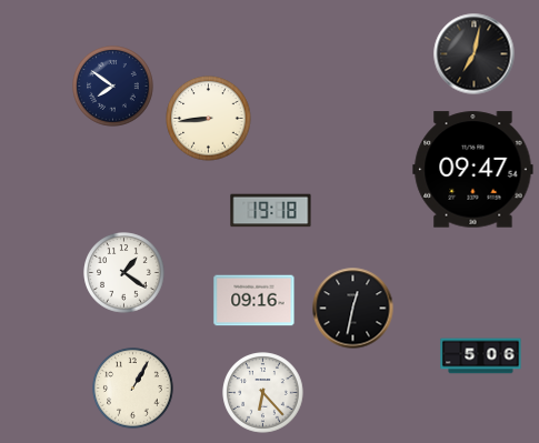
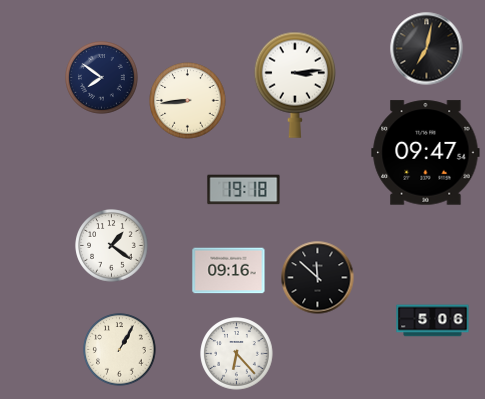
clock at (294, 85): none -> 3:14
clock at (209, 119) position: (209, 119) -> (188, 101)
clock at (353, 309): 12:32 -> 11:52
